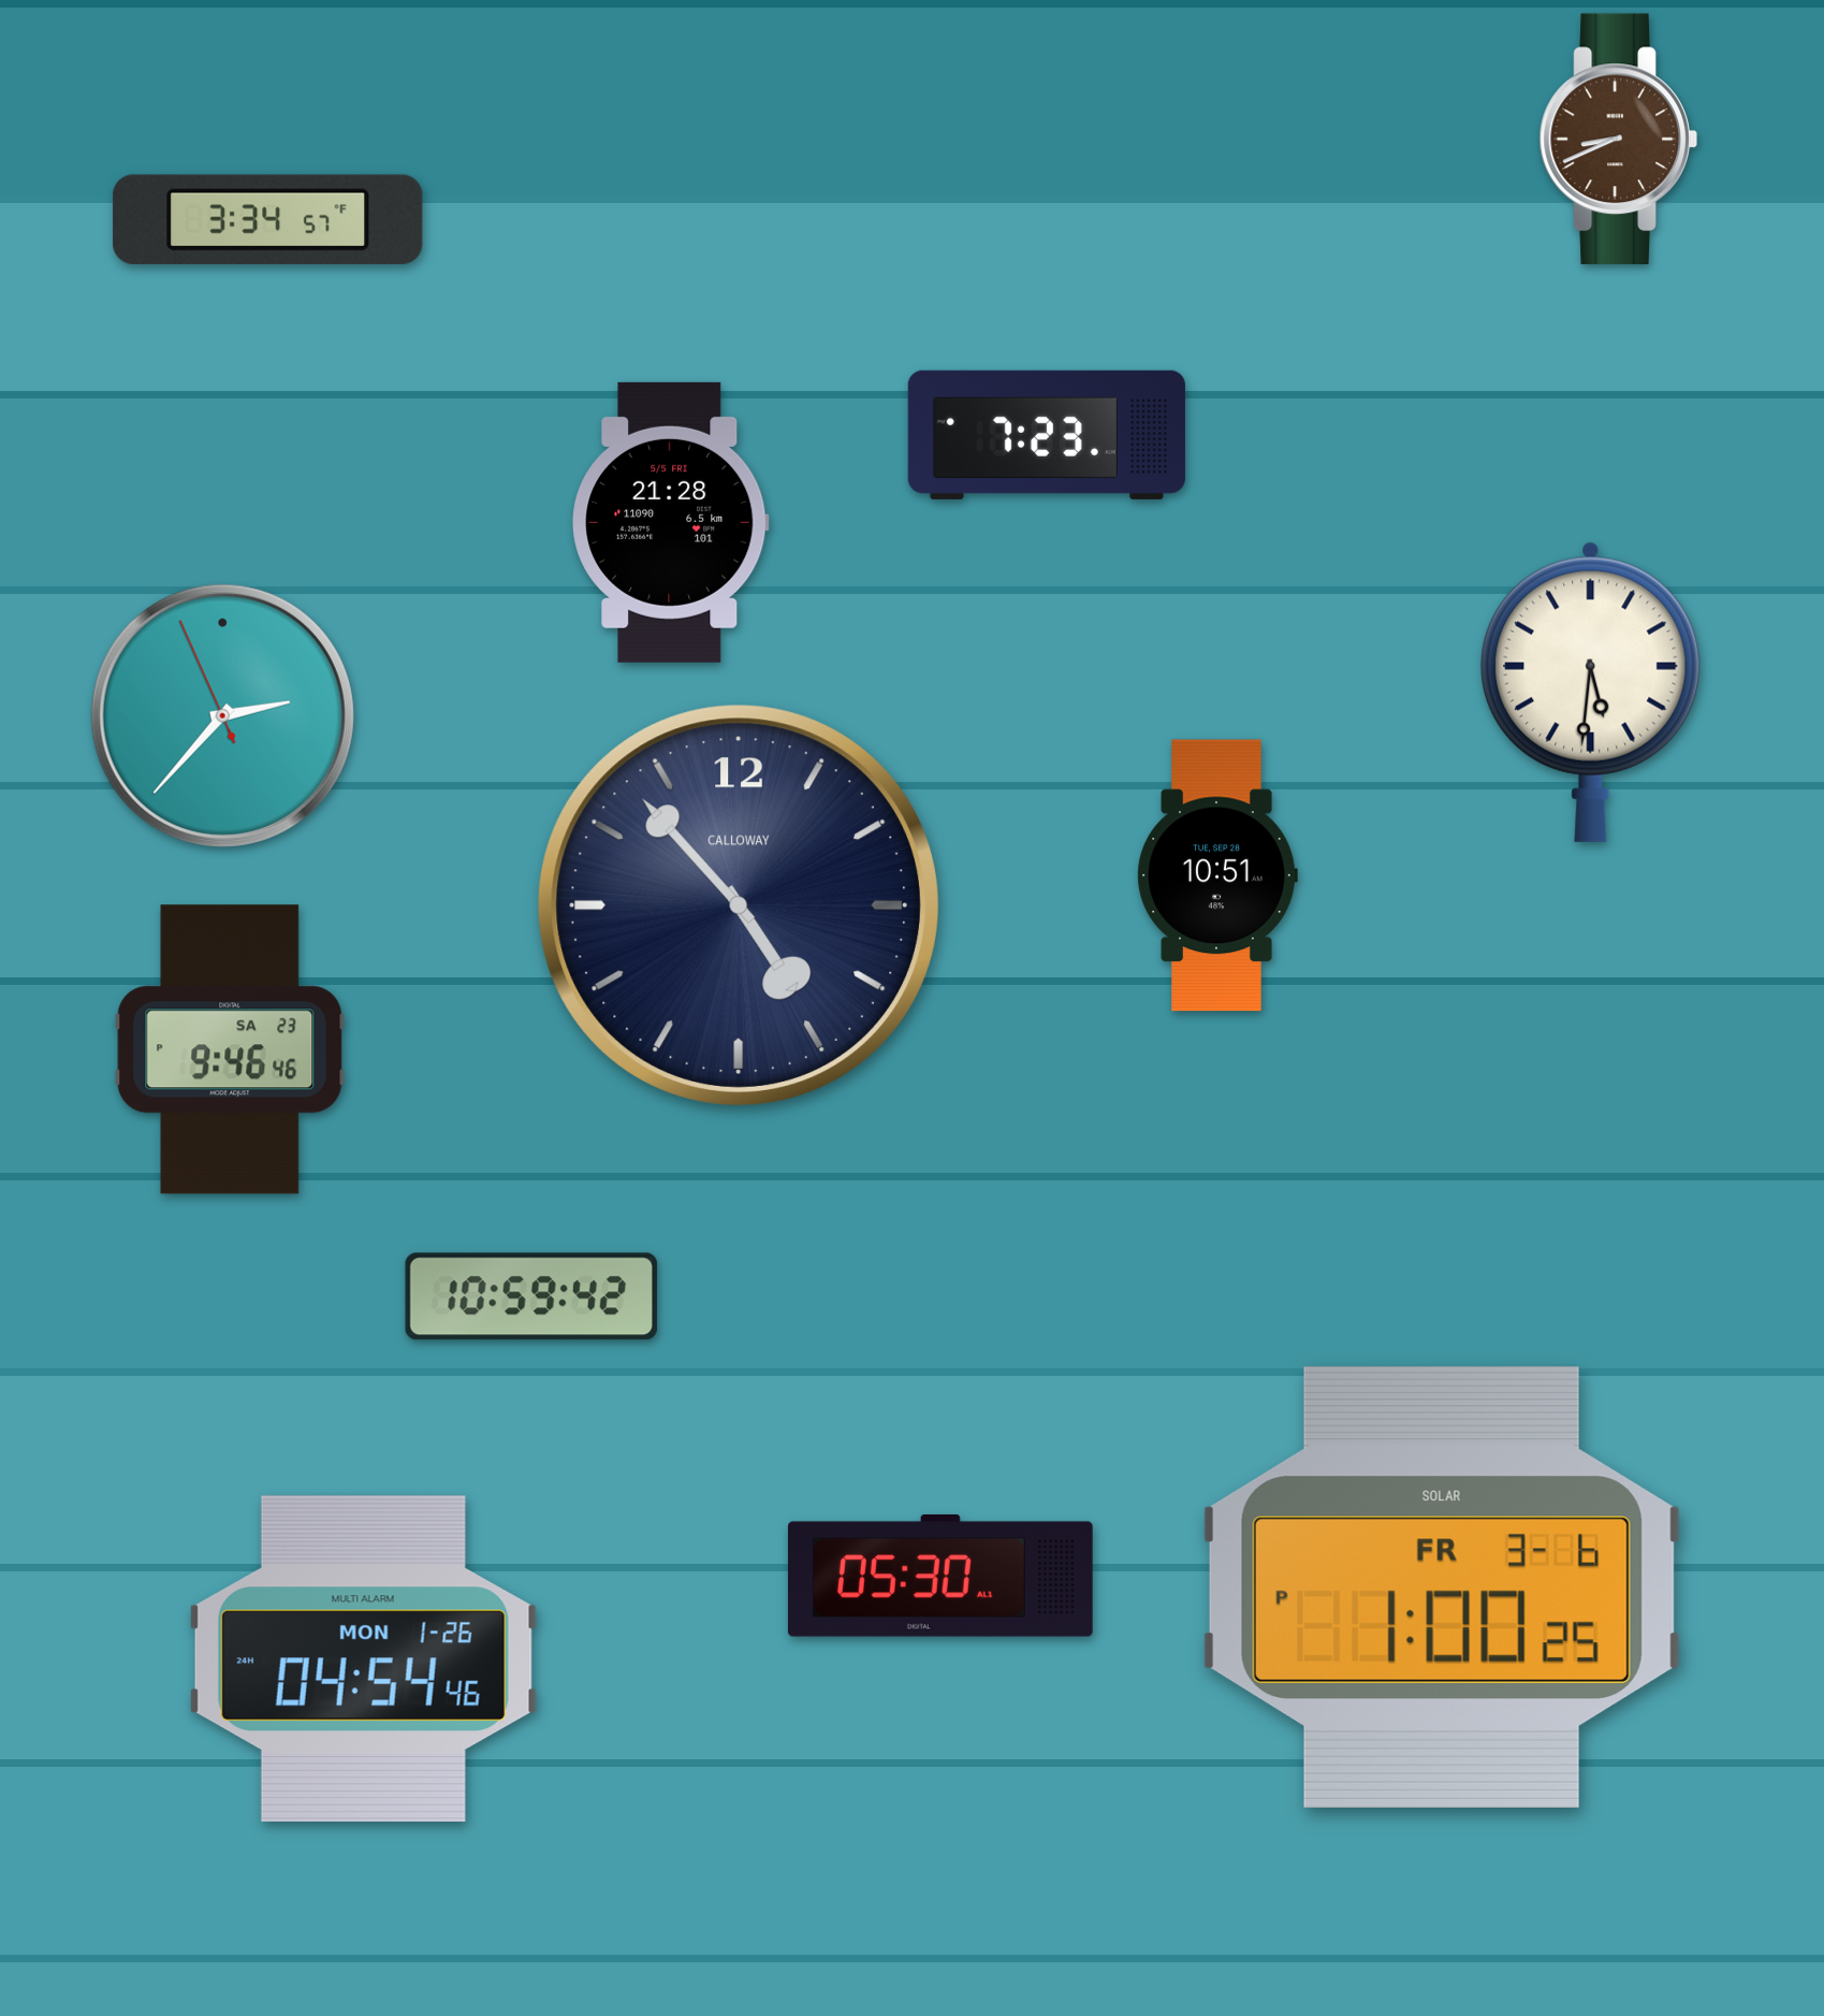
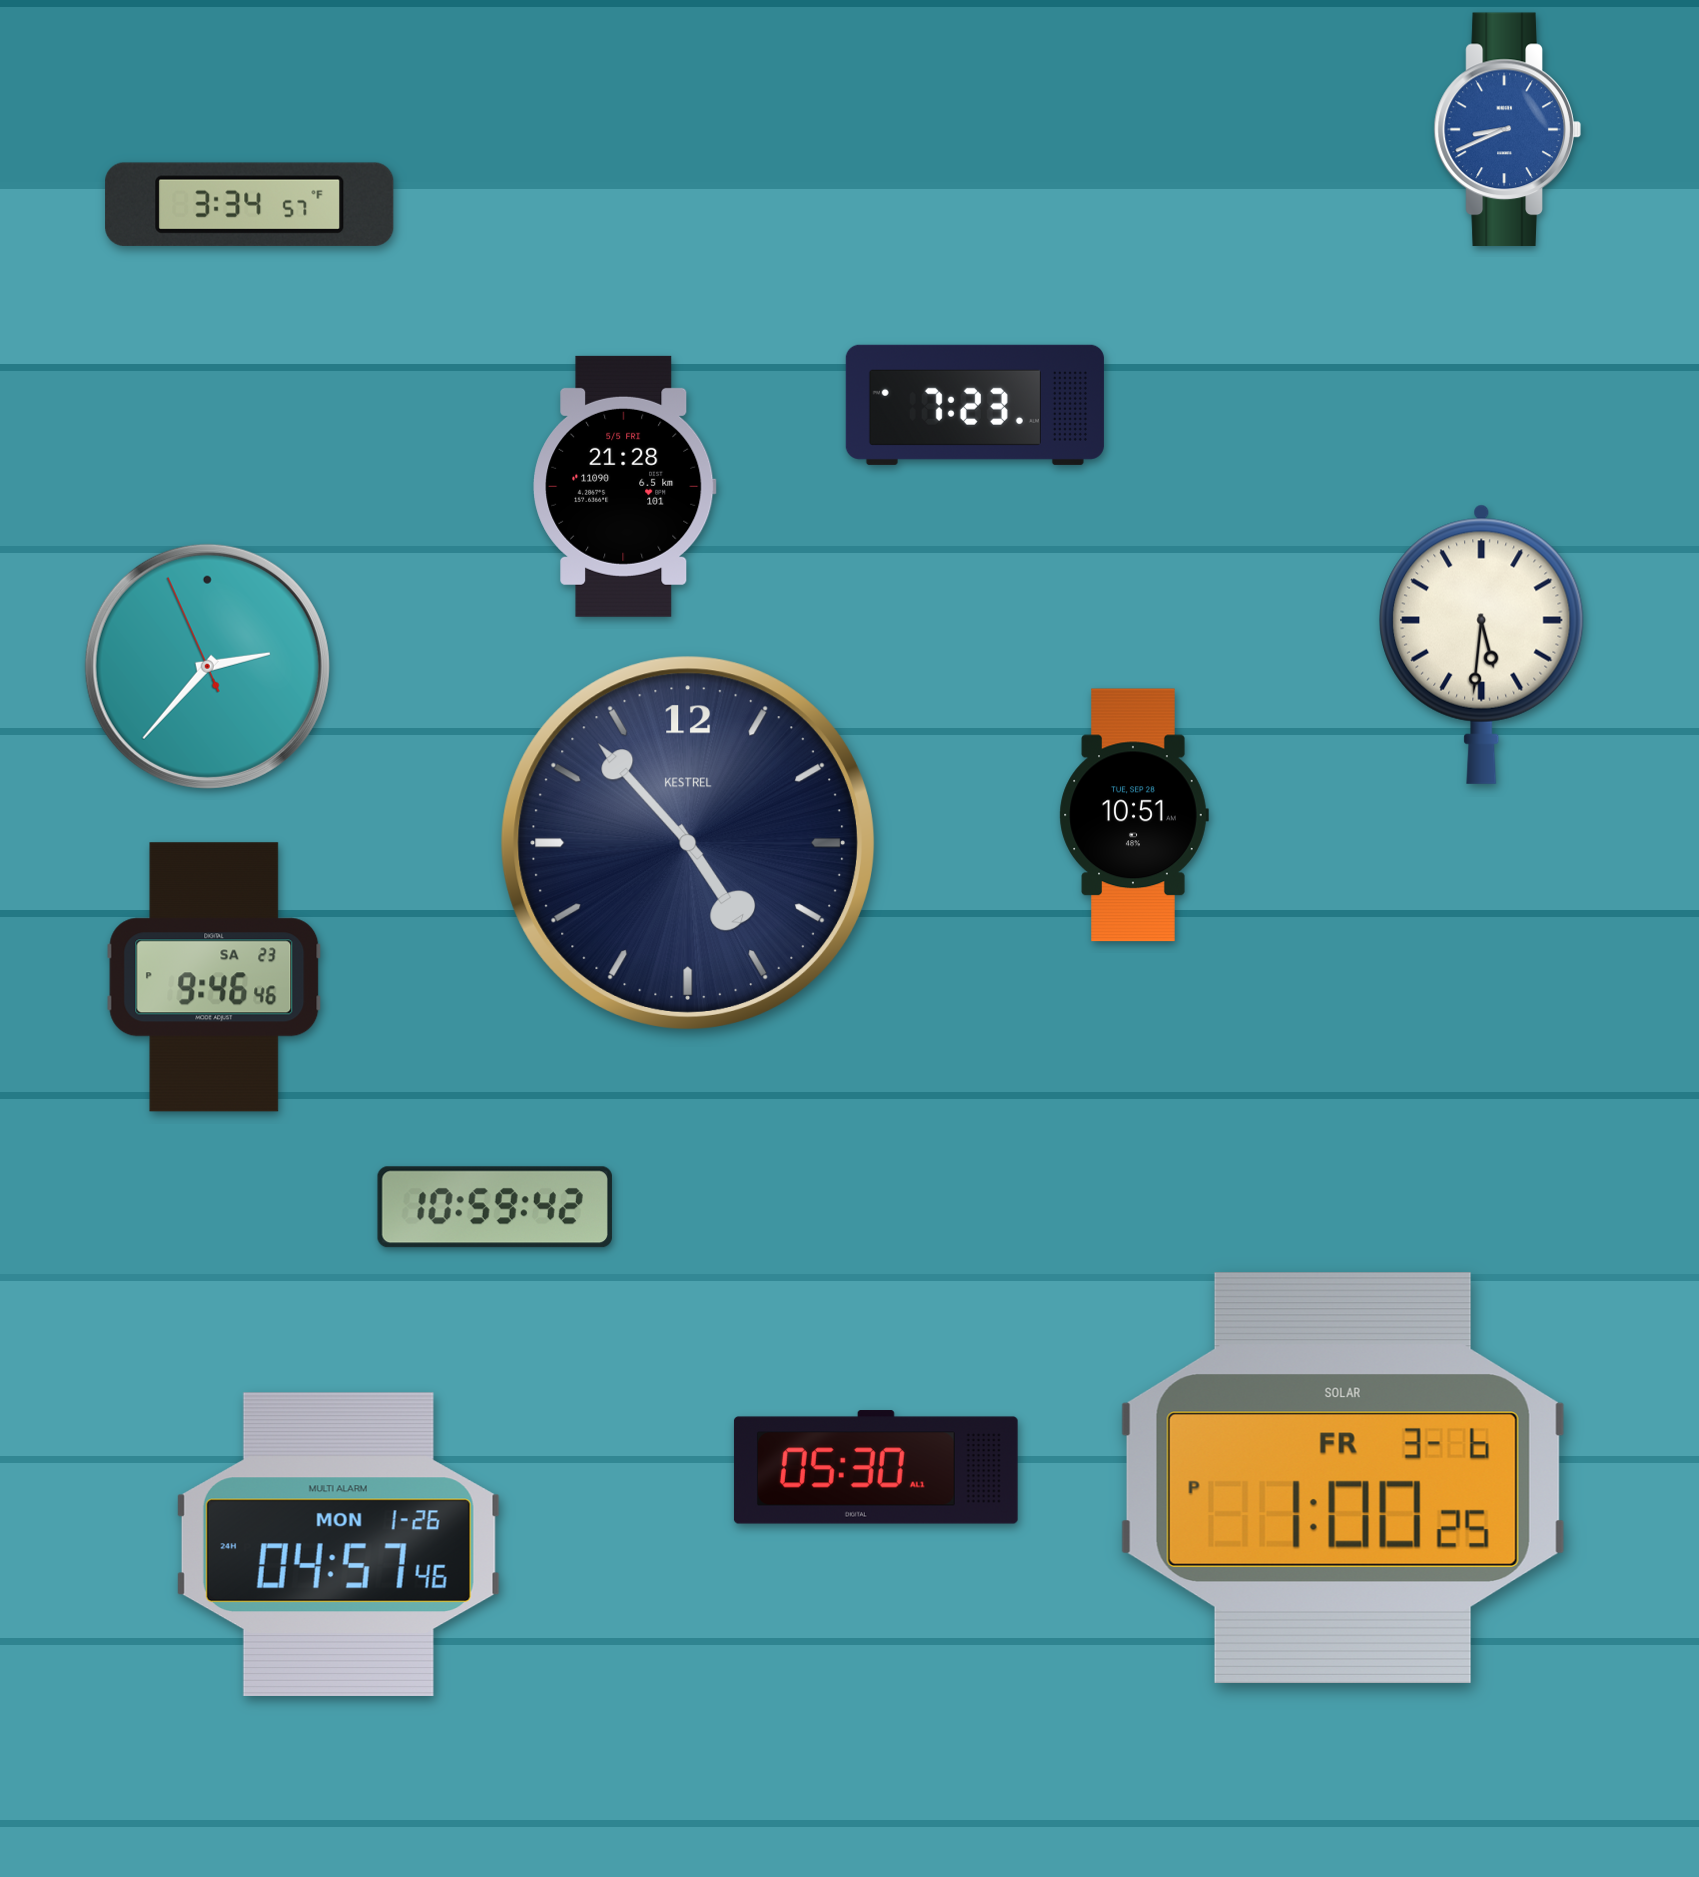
clock at (1618, 140) dial: brown -> blue
clock at (739, 905) brand: CALLOWAY -> KESTREL
clock at (363, 1658): 04:54 -> 04:57
